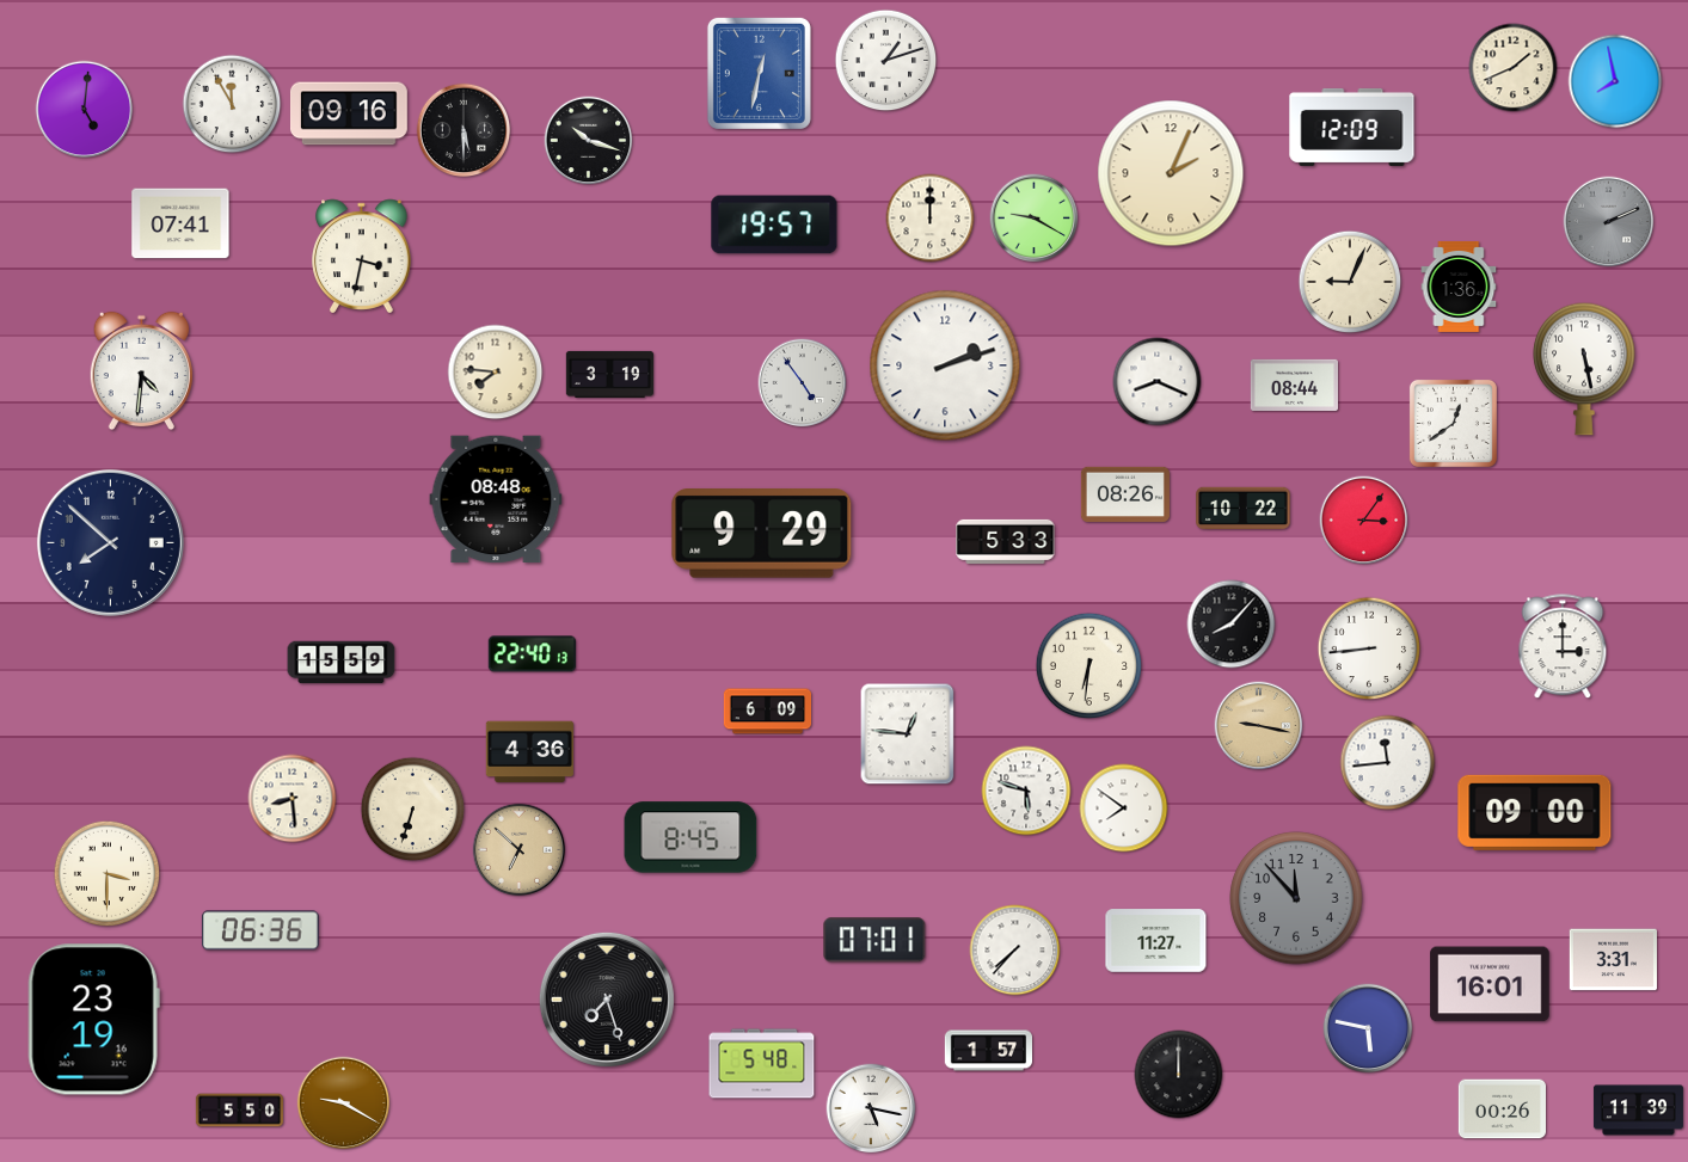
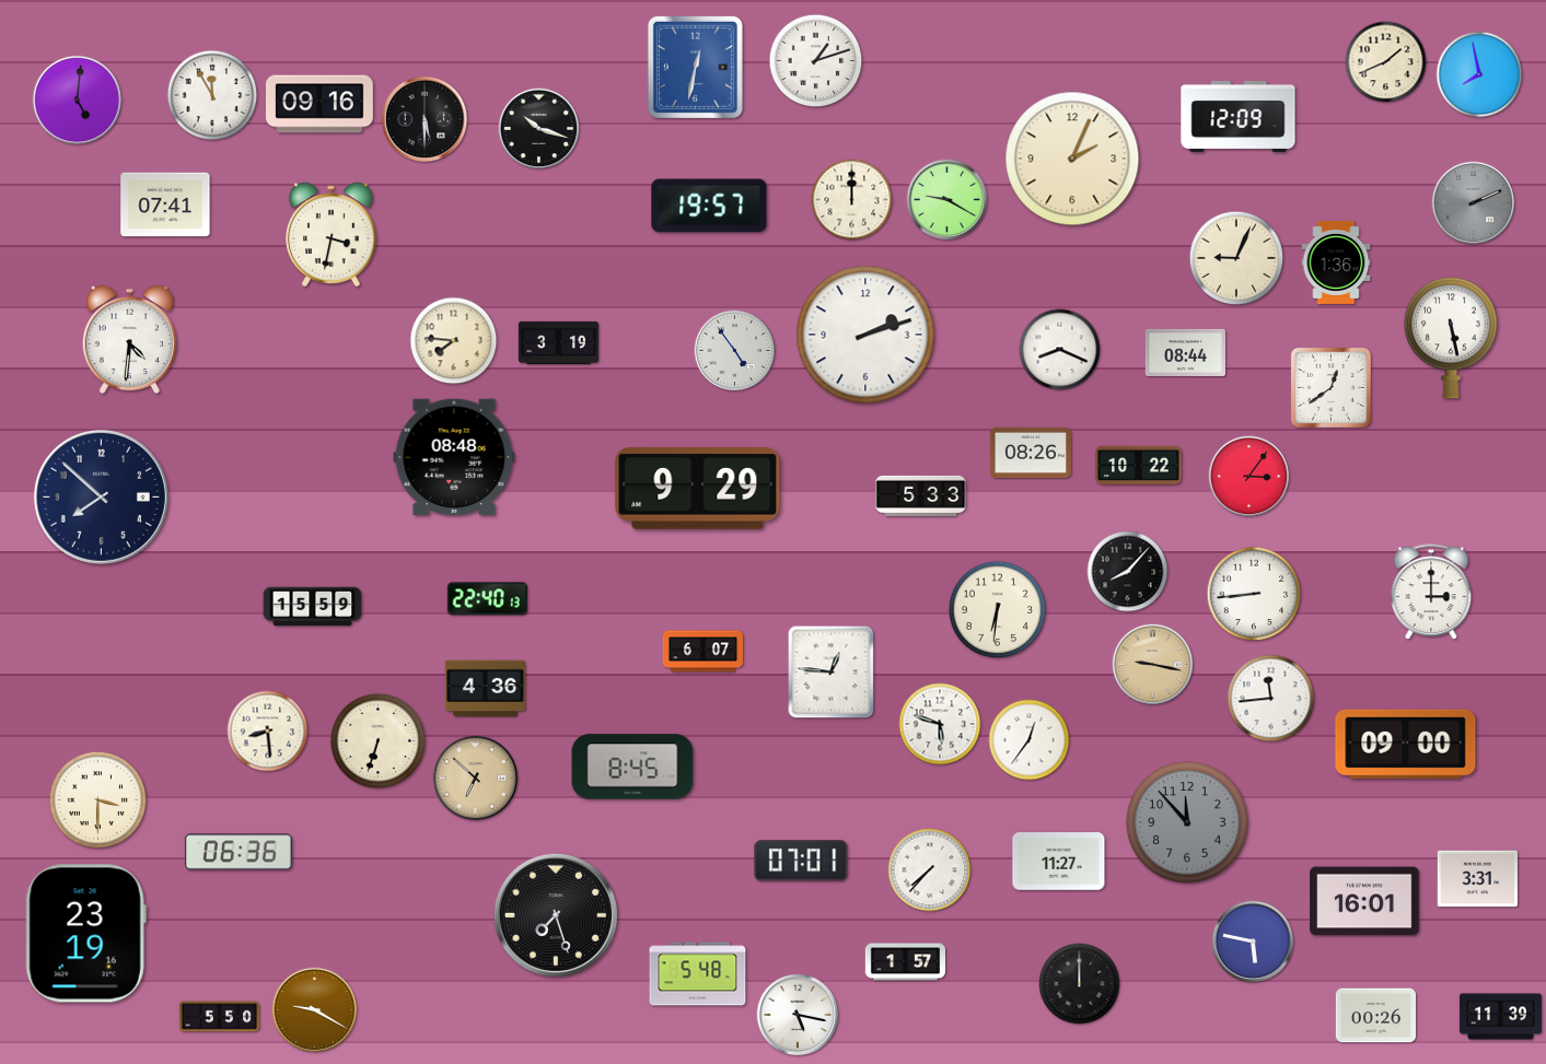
clock at (886, 61) position: (886, 61) -> (816, 61)
clock at (767, 712): 6:09 -> 6:07
clock at (1124, 809): 7:51 -> 12:36
